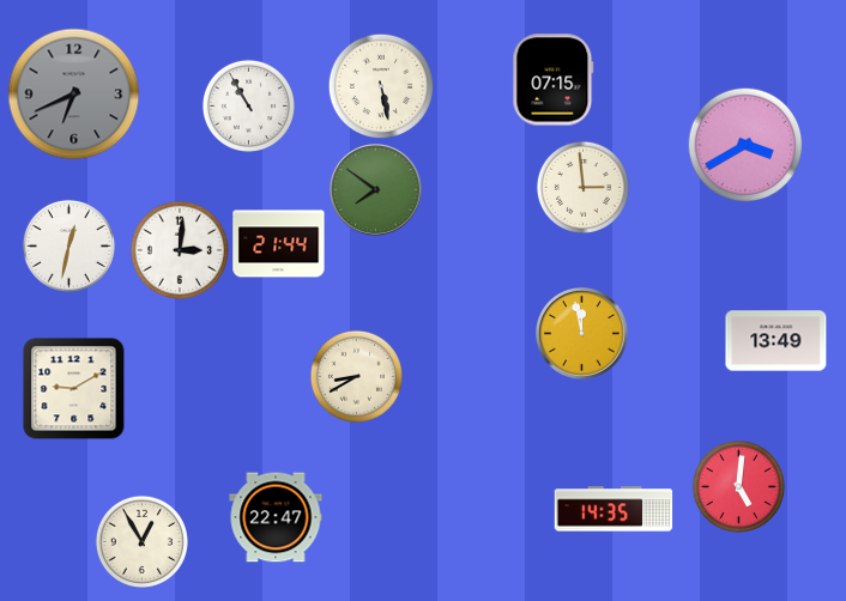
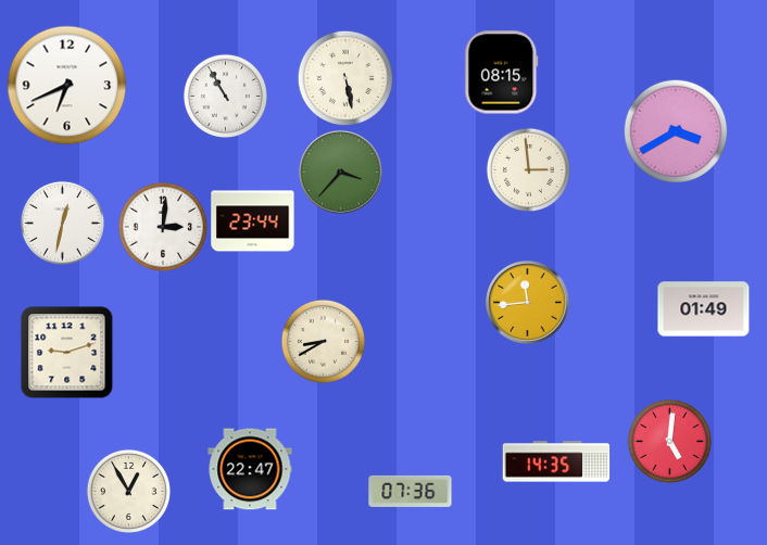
clock at (554, 80): 07:15 -> 08:15
clock at (74, 95) dial: grey -> white
clock at (376, 190): 7:51 -> 3:37
clock at (279, 244): 21:44 -> 23:44
clock at (582, 334): 11:58 -> 11:44
clock at (776, 341): 13:49 -> 01:49
clock at (74, 389): 9:10 -> 9:12
clock at (411, 491): none -> 07:36
